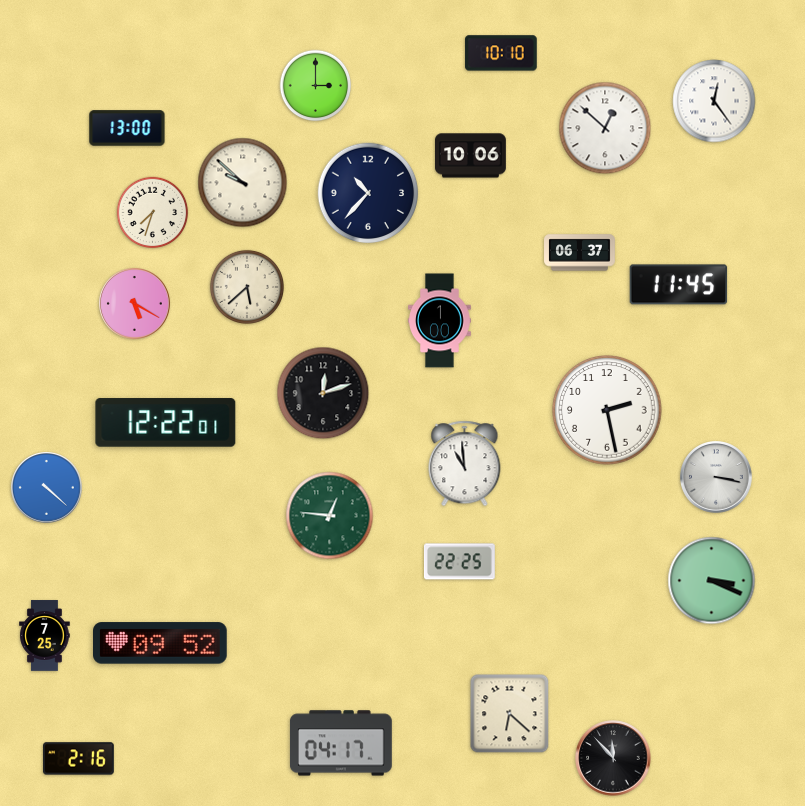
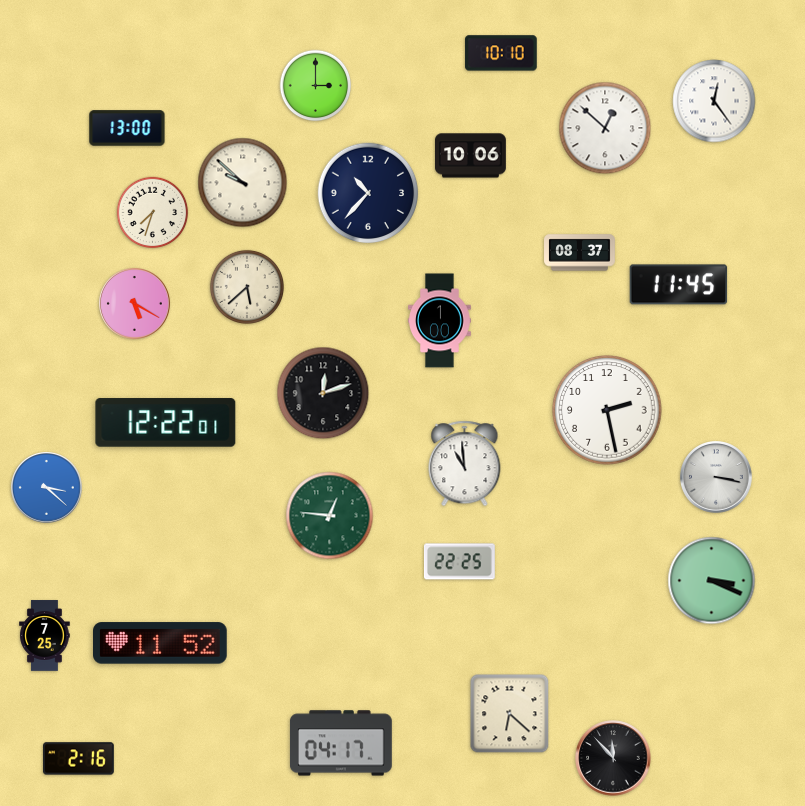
clock at (580, 253): 06:37 -> 08:37
clock at (47, 488): 4:22 -> 3:22
clock at (161, 643): 09:52 -> 11:52
